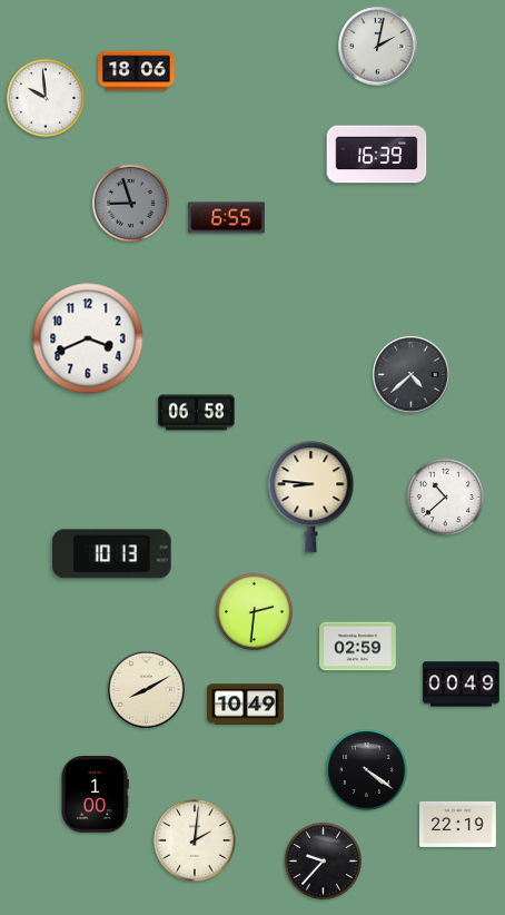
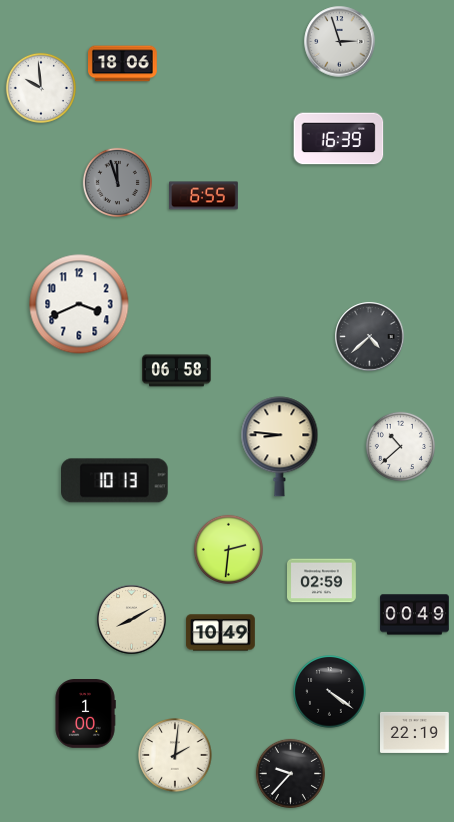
clock at (378, 47): 2:02 -> 2:57
clock at (130, 203): 8:57 -> 11:57
clock at (112, 554) position: (112, 554) -> (115, 481)
clock at (458, 824) position: (458, 824) -> (415, 732)
